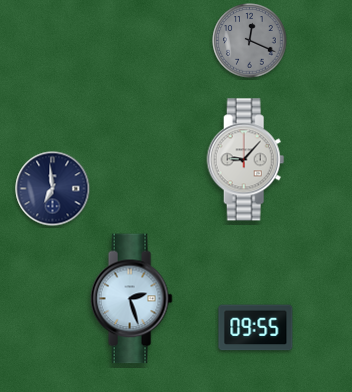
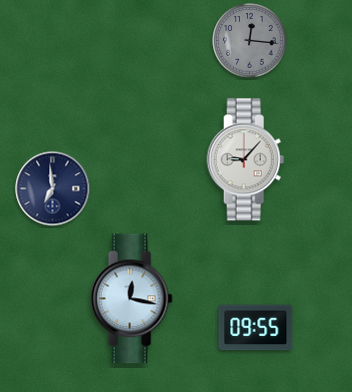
clock at (250, 41): 12:19 -> 12:16
clock at (131, 299): 2:27 -> 12:17
